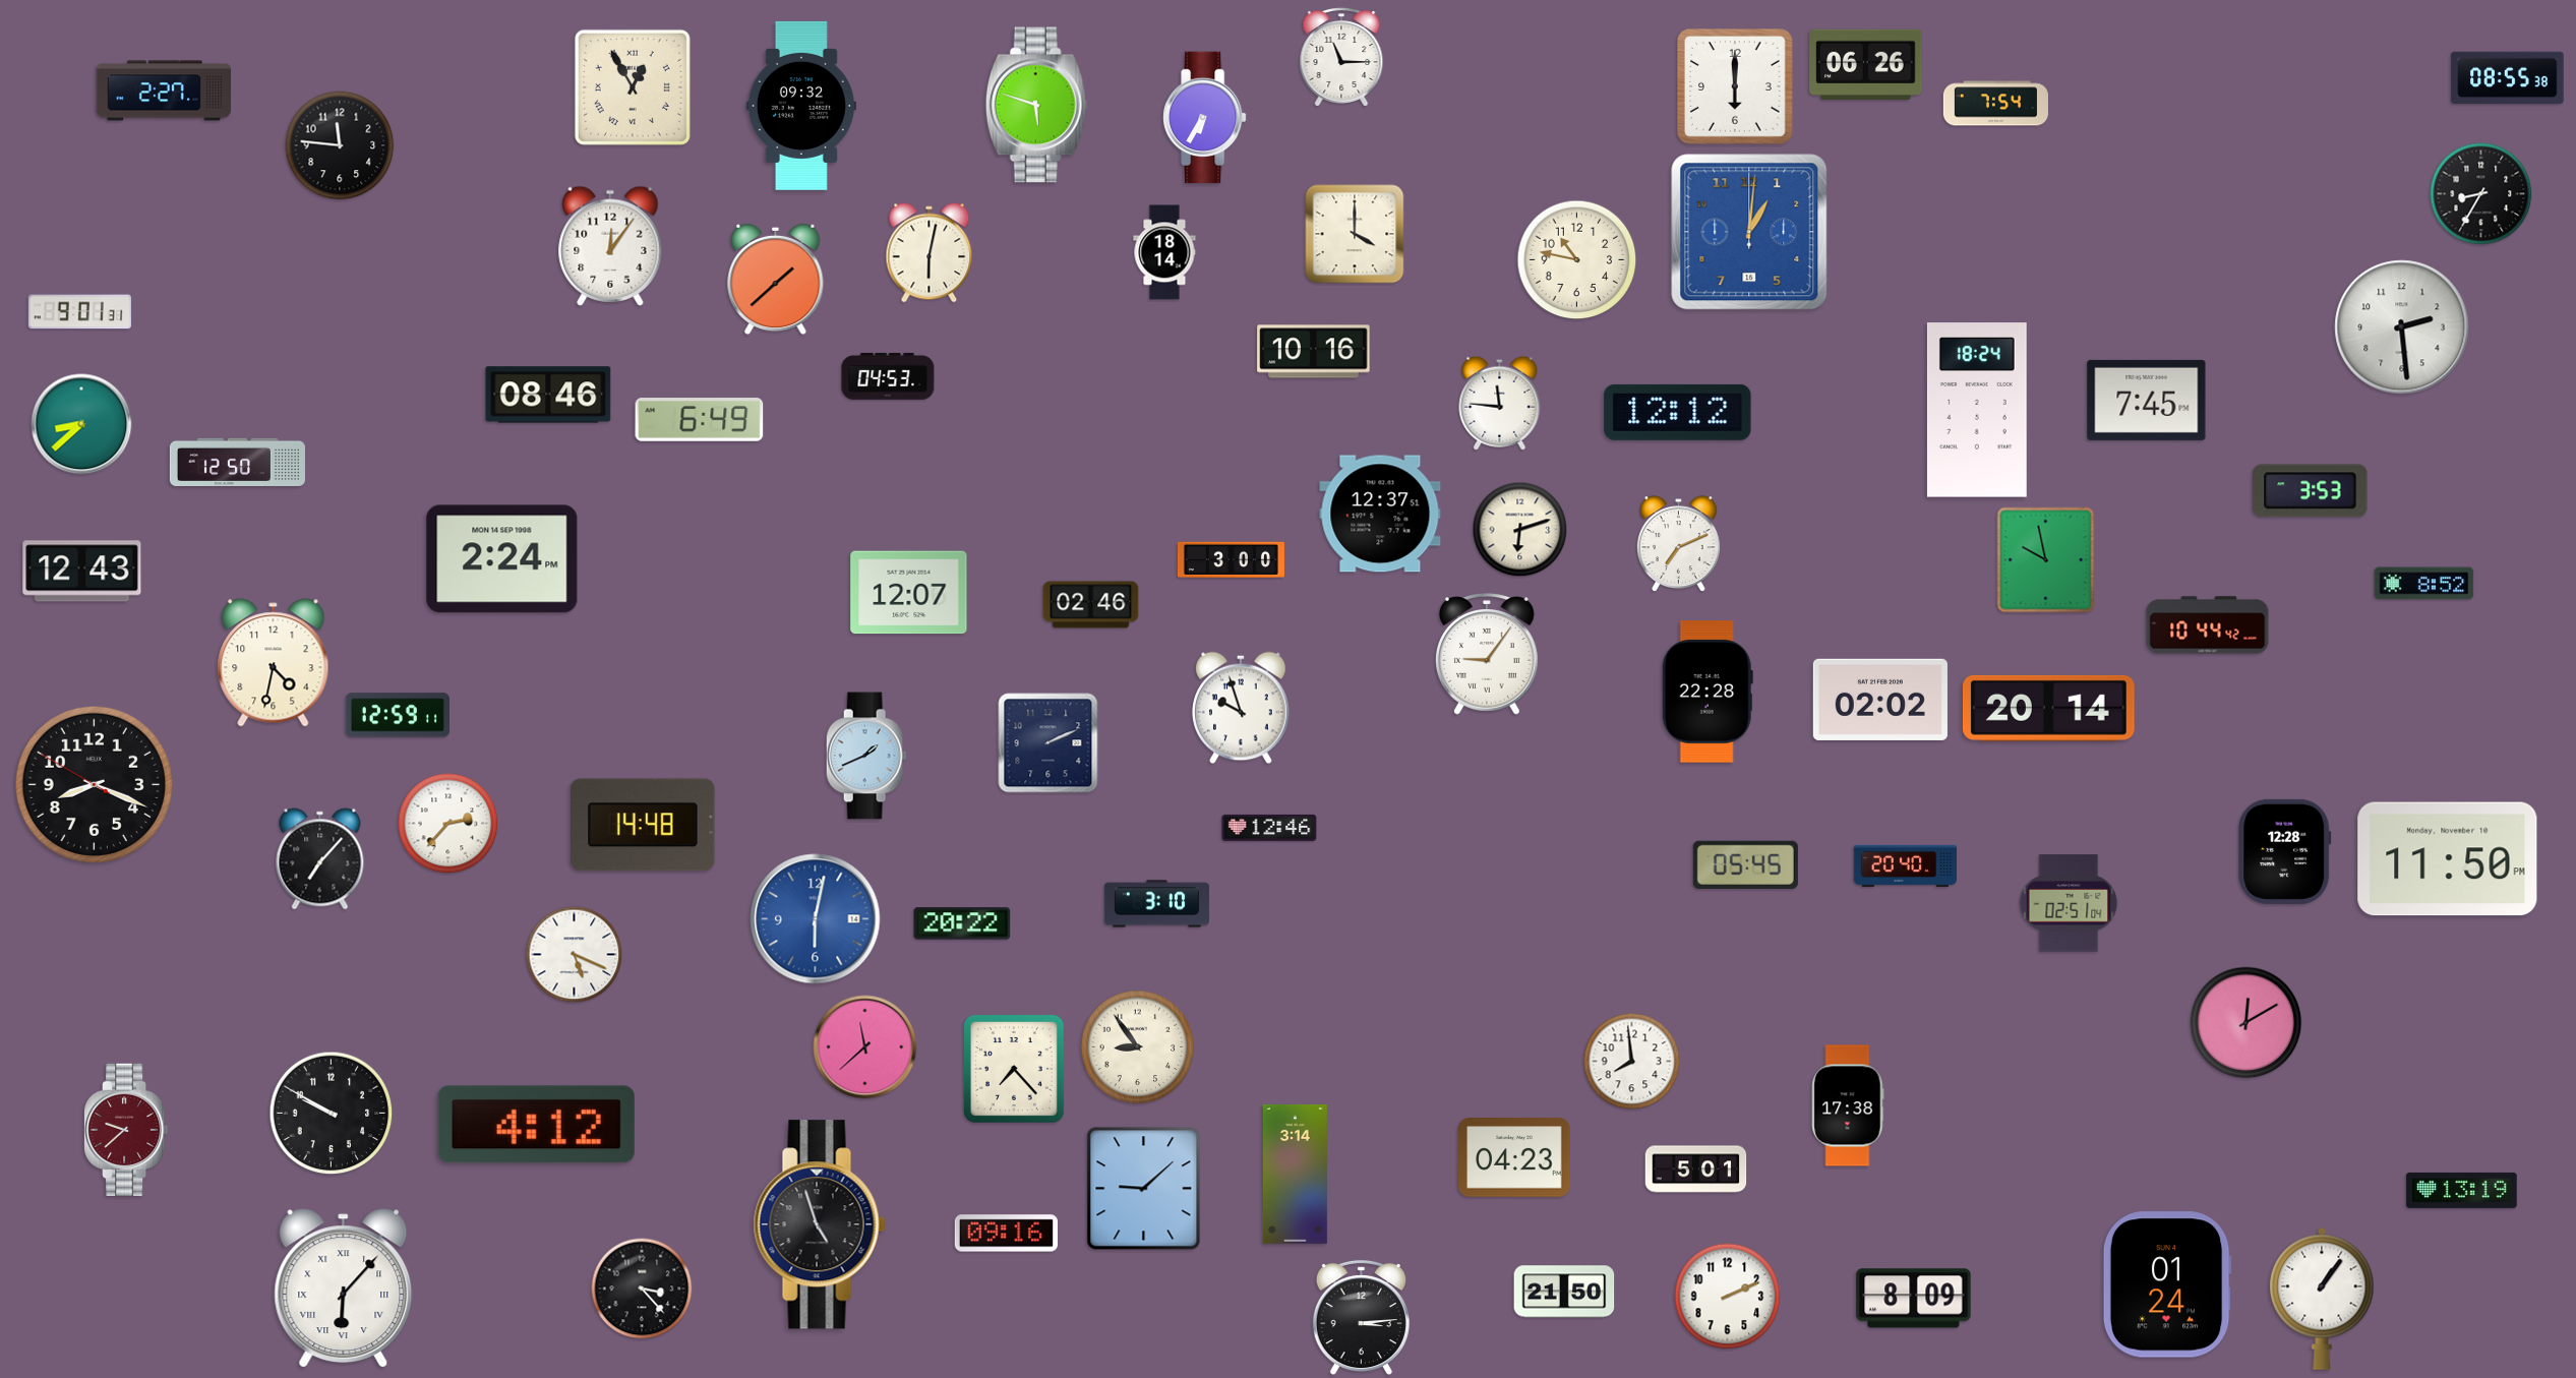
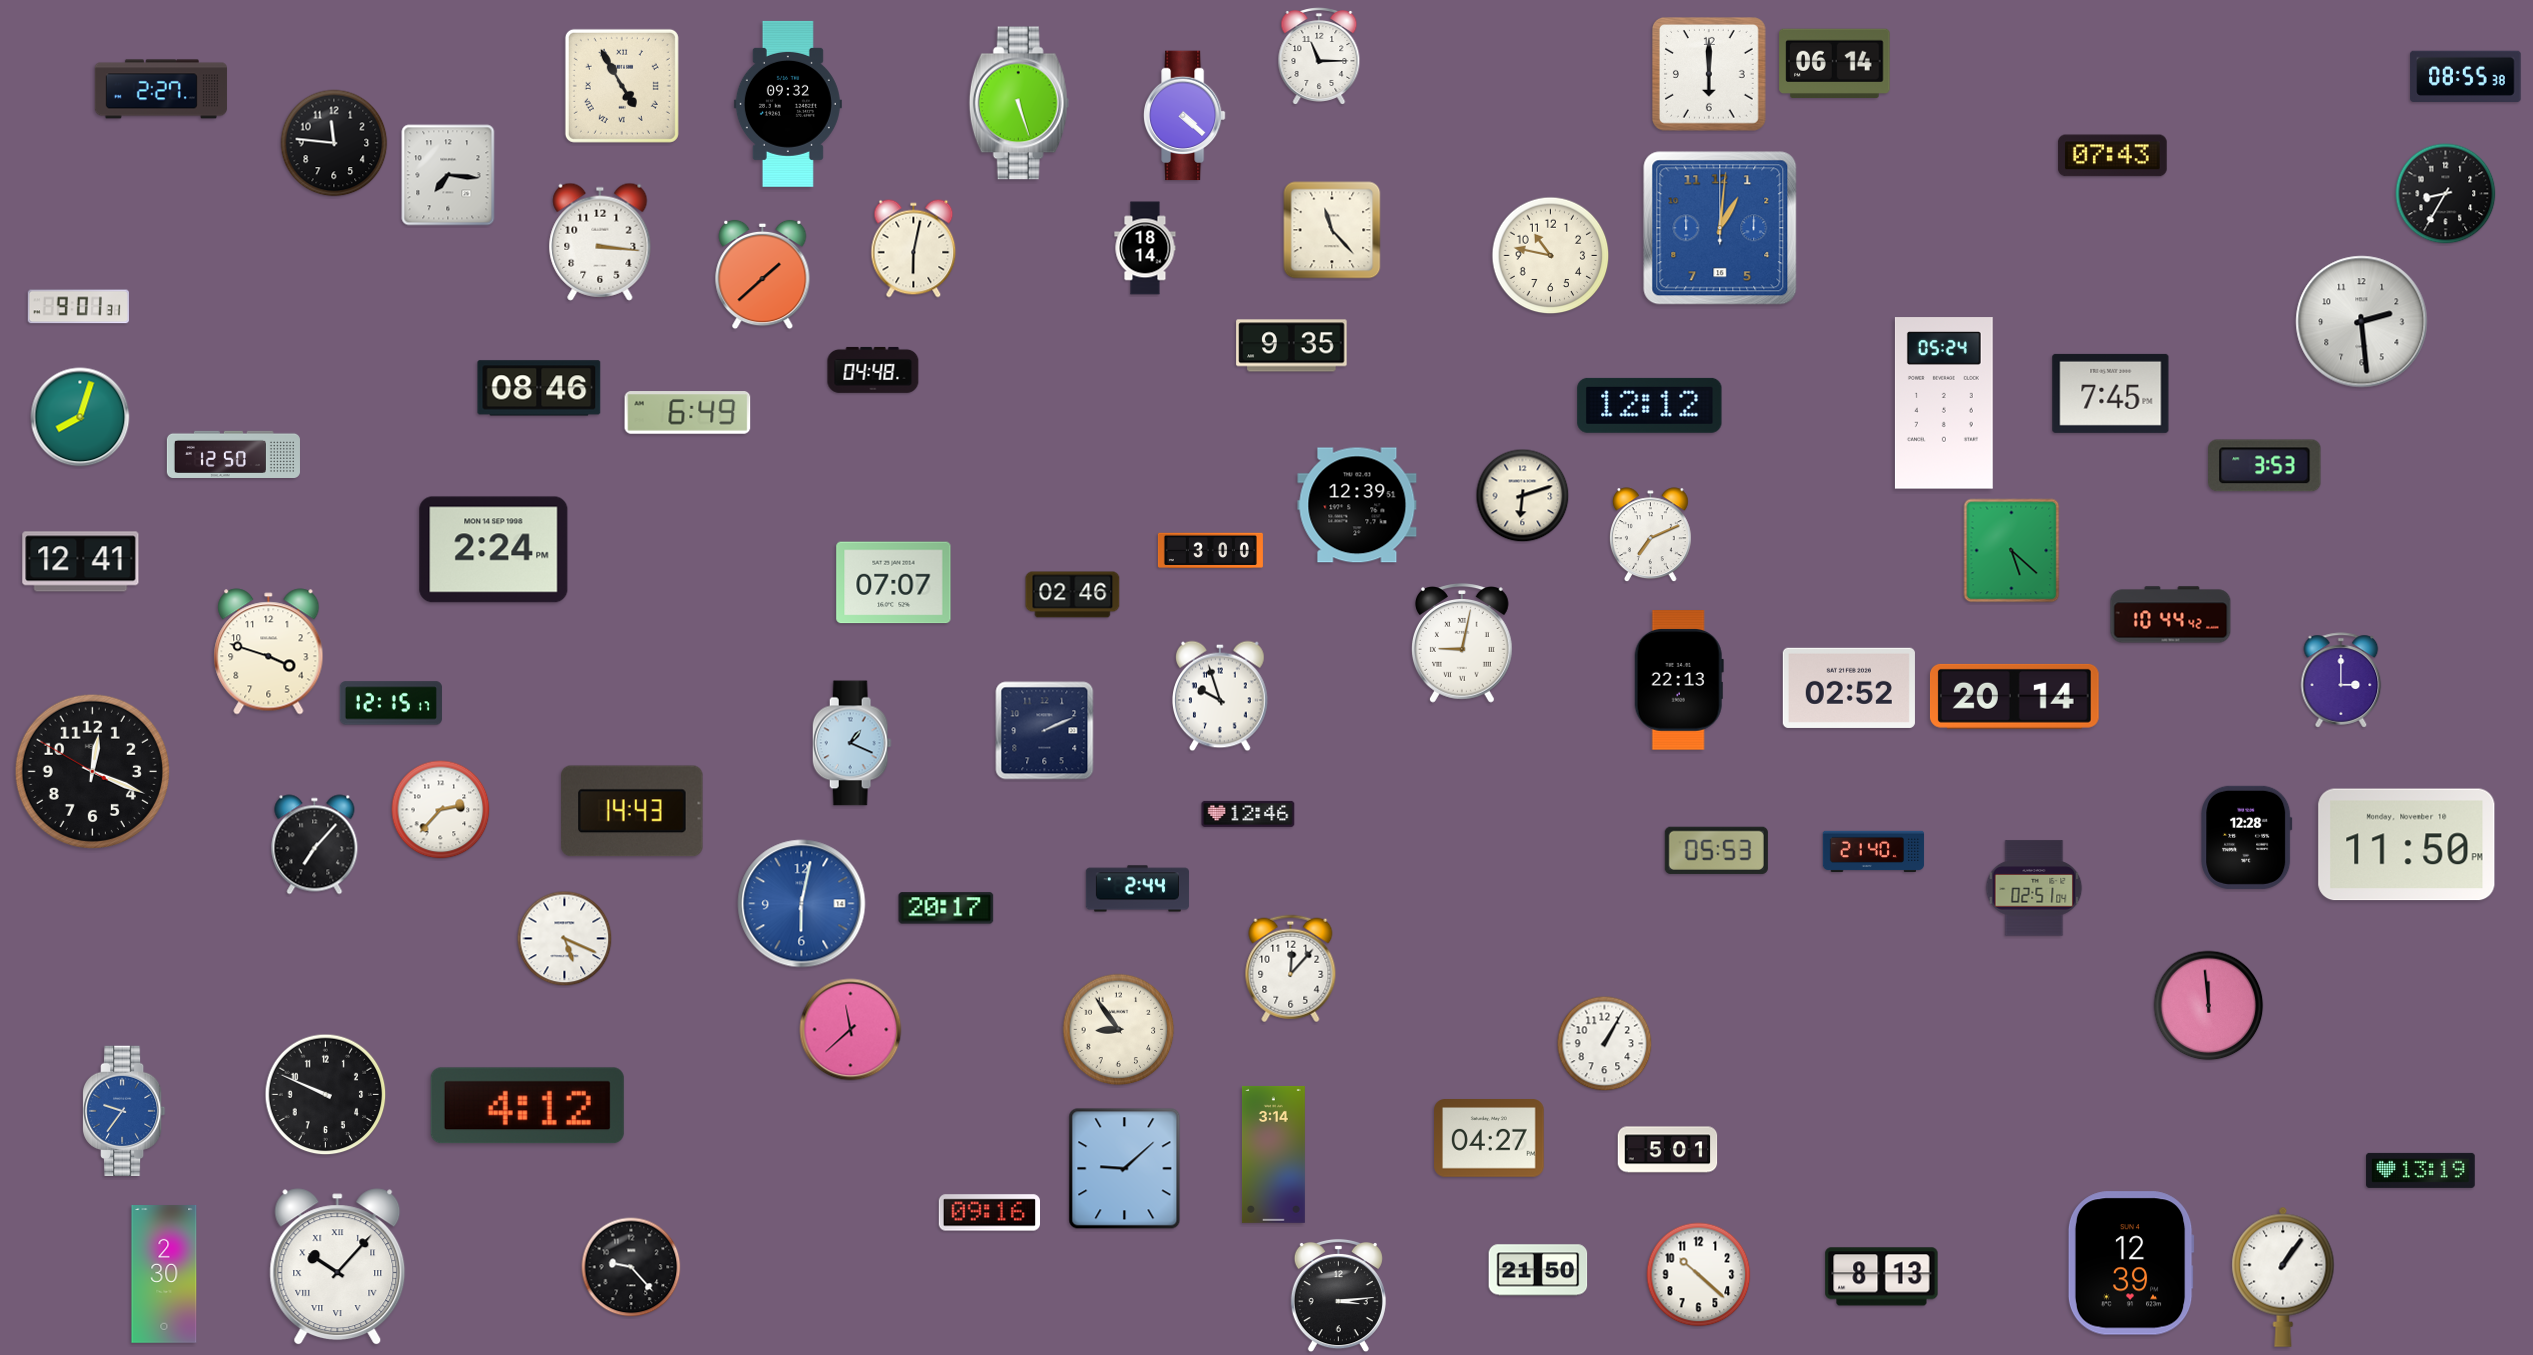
clock at (1866, 64): 06:26 -> 06:14
clock at (633, 87): 12:55 -> 4:55
clock at (1736, 87) position: (1736, 87) -> (1710, 75)
clock at (1995, 104): 7:54 -> none
clock at (1036, 105): 5:48 -> 5:27
clock at (1205, 118): 6:35 -> 4:22
clock at (2113, 156): none -> 07:43
clock at (448, 175): none -> 7:16
clock at (2481, 194) position: (2481, 194) -> (2446, 194)
clock at (1355, 234): 4:00 -> 11:23
clock at (610, 246): 12:06 -> 3:16
clock at (1314, 352): 10:16 -> 9:35
clock at (888, 376): 04:53 -> 04:48
clock at (1500, 403): 11:46 -> none
clock at (1977, 410): 18:24 -> 05:24
clock at (81, 424): 8:38 -> 8:03
clock at (2311, 491) position: (2311, 491) -> (2265, 466)
clock at (1380, 514): 12:37 -> 12:39
clock at (1520, 530) position: (1520, 530) -> (1523, 496)
clock at (2046, 560): 9:58 -> 5:22
clock at (82, 572): 12:43 -> 12:41
clock at (2424, 584): 8:52 -> none
clock at (909, 593): 12:07 -> 07:07
clock at (1487, 654): 9:06 -> 9:02
clock at (274, 663): 4:32 -> 3:48
clock at (1708, 692): 22:28 -> 22:13
clock at (2341, 680): none -> 3:00
clock at (1880, 700): 02:02 -> 02:52
clock at (398, 715): 12:59 -> 12:15
clock at (1049, 743) position: (1049, 743) -> (1045, 731)
clock at (866, 756): 1:41 -> 1:19
clock at (94, 784): 8:18 -> 12:18
clock at (643, 825): 14:48 -> 14:43
clock at (1745, 864): 05:45 -> 05:53
clock at (1906, 865): 20:40 -> 21:40
clock at (1156, 904): 3:10 -> 2:44
clock at (962, 923): 20:22 -> 20:17
clock at (1291, 969): none -> 12:07
clock at (2246, 1023): 12:10 -> 11:59
clock at (1632, 1062): 7:59 -> 1:05
clock at (1014, 1070): 7:23 -> none
clock at (1848, 1105): 17:38 -> none
clock at (332, 1114): 9:50 -> 9:49
clock at (127, 1130): 9:38 -> 9:36
clock at (127, 1130) dial: burgundy -> blue
clock at (1514, 1158): 04:23 -> 04:27
clock at (820, 1224): 4:57 -> none
clock at (2167, 1284): 01:24 -> 12:39
clock at (344, 1289): 6:07 -> 10:07
clock at (642, 1289): 3:23 -> 9:23
clock at (164, 1275): none -> 2:30
clock at (1728, 1297): 2:11 -> 10:22
clock at (1914, 1299): 8:09 -> 8:13
